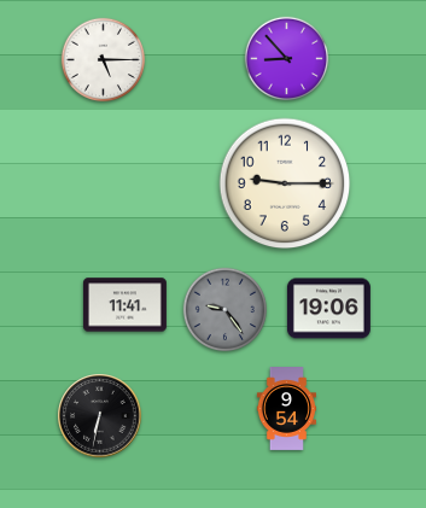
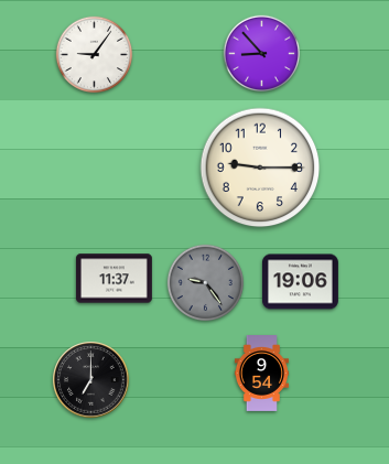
clock at (104, 60): 5:15 -> 9:06
clock at (124, 305): 11:41 -> 11:37
clock at (100, 416): 6:32 -> 7:00
